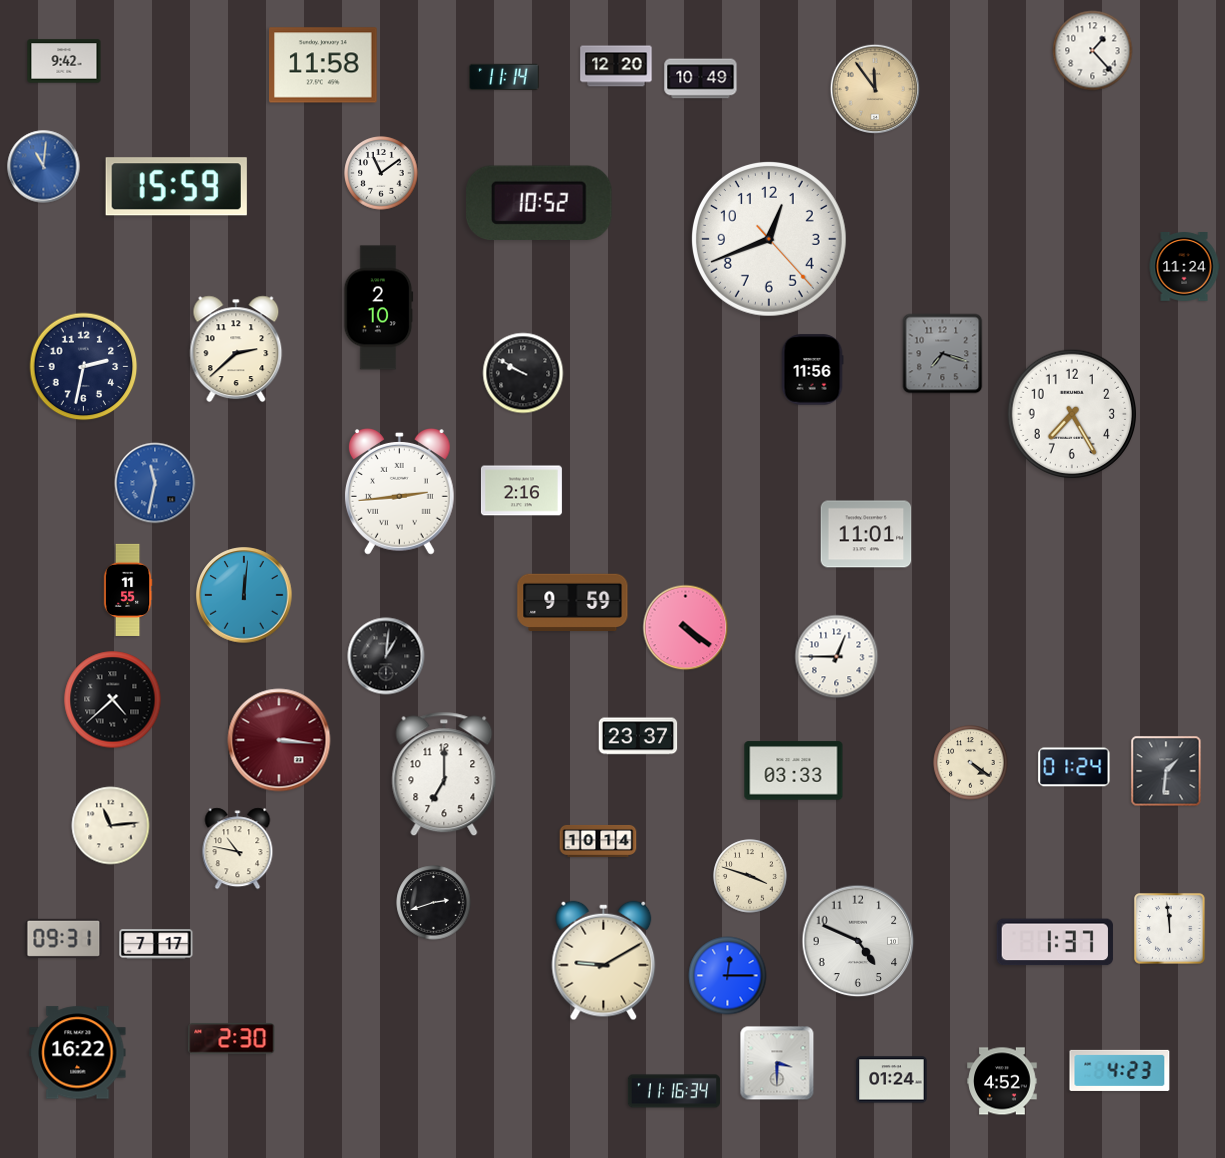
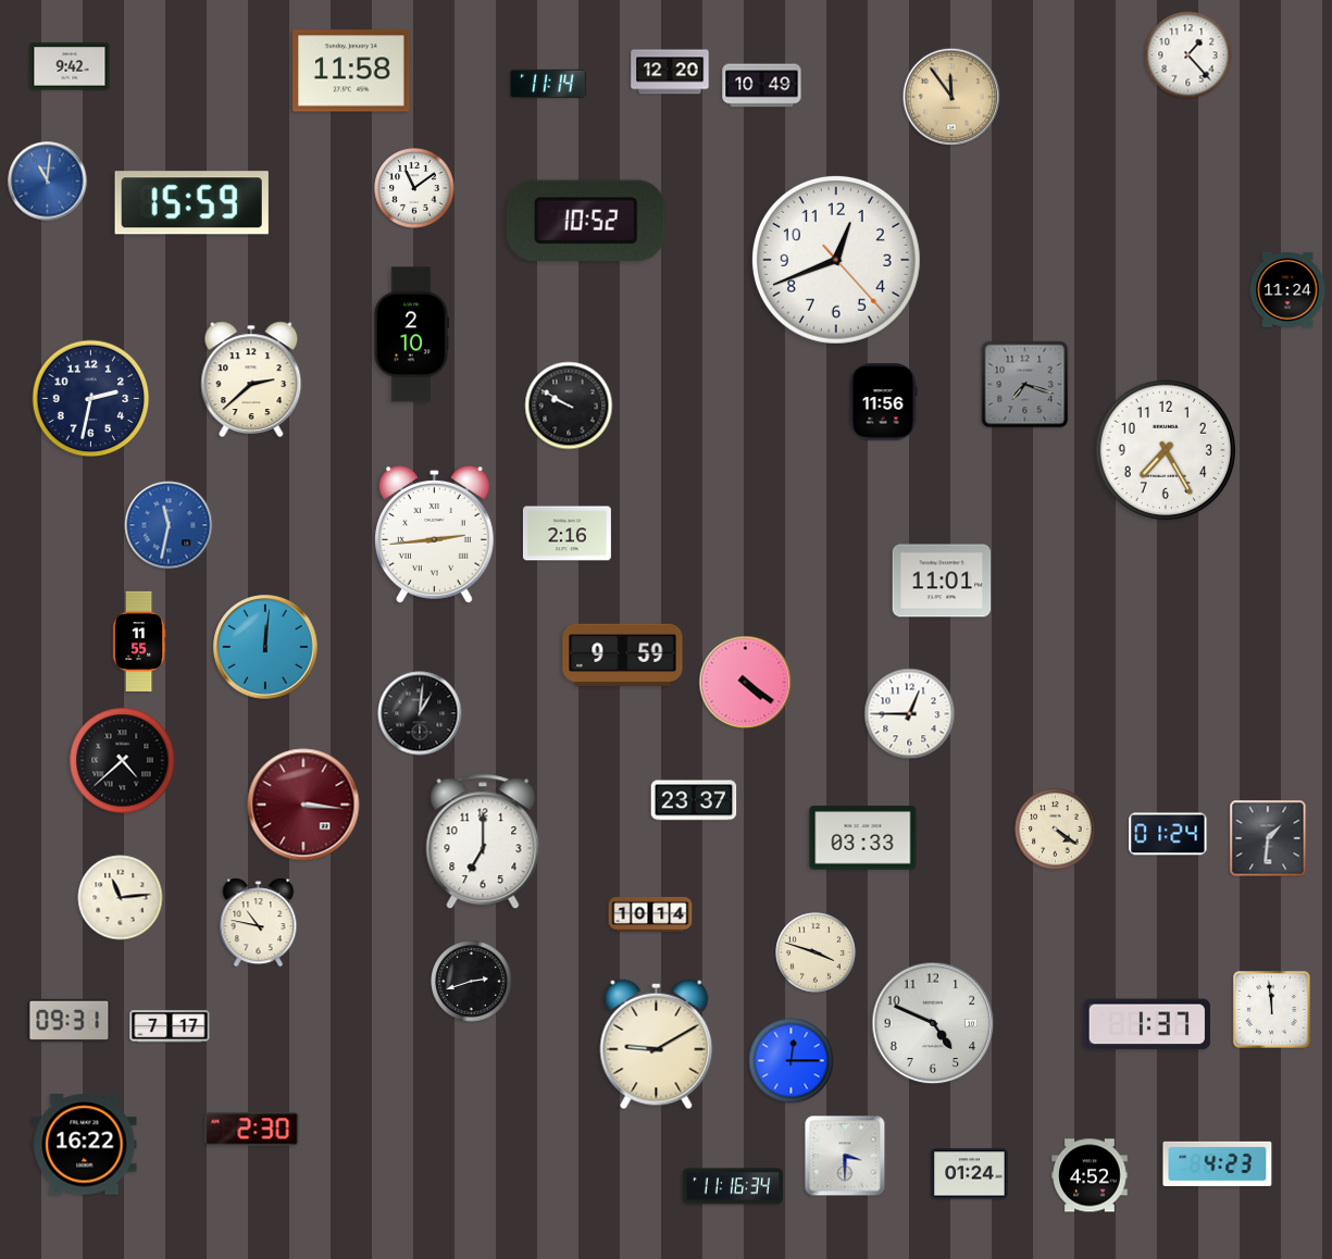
clock at (236, 349) position: (236, 349) -> (251, 379)
